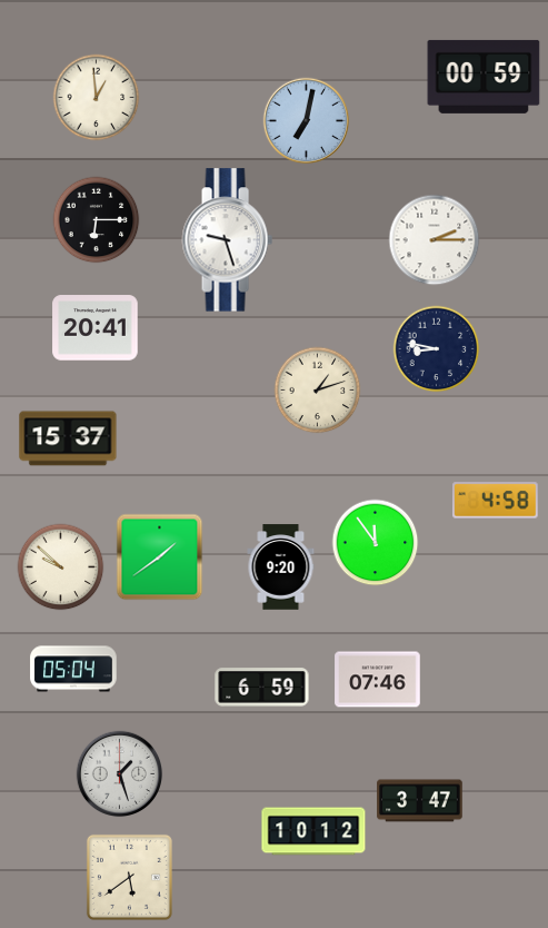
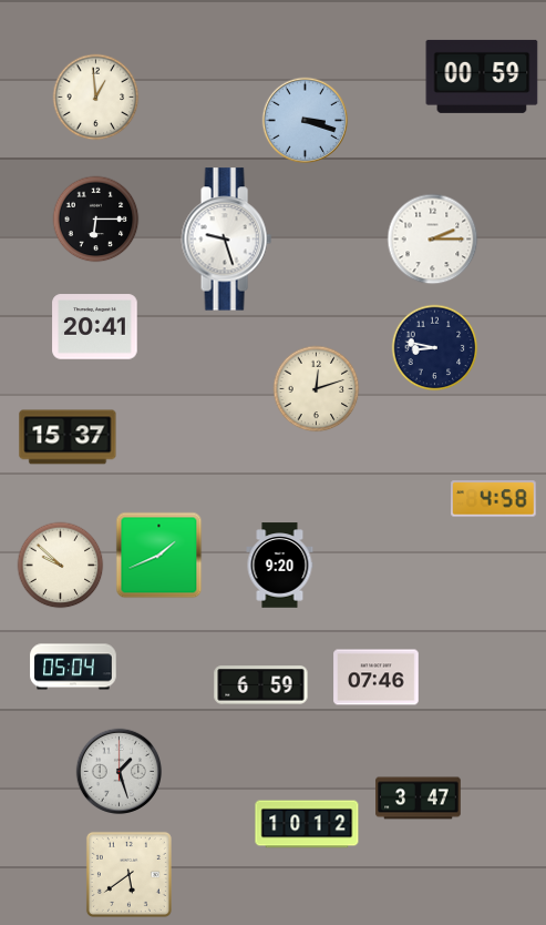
clock at (306, 120): 7:02 -> 3:18
clock at (317, 389): 1:12 -> 12:12
clock at (375, 542): 11:54 -> none
clock at (159, 556): 1:39 -> 1:41
clock at (313, 831) position: (313, 831) -> (307, 824)
